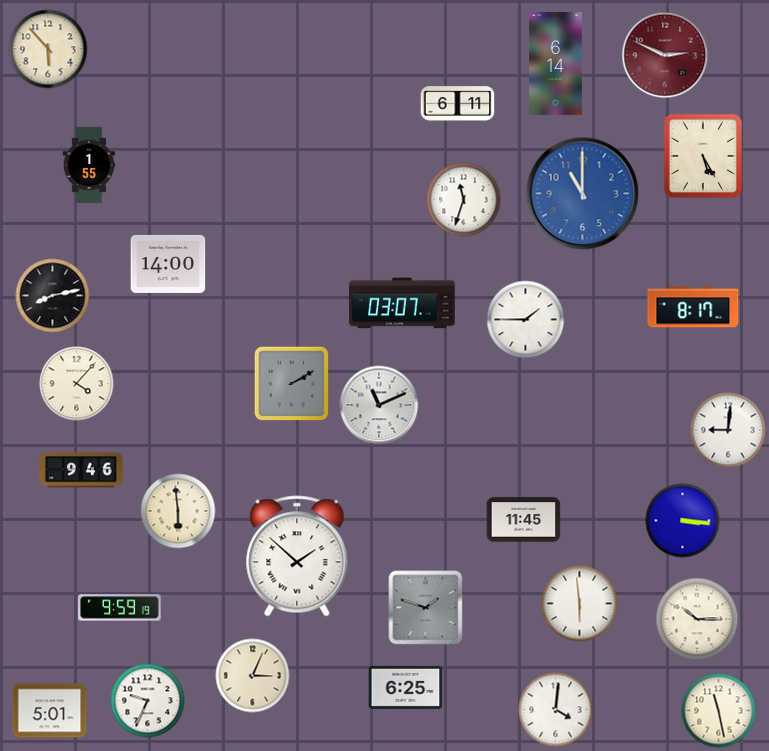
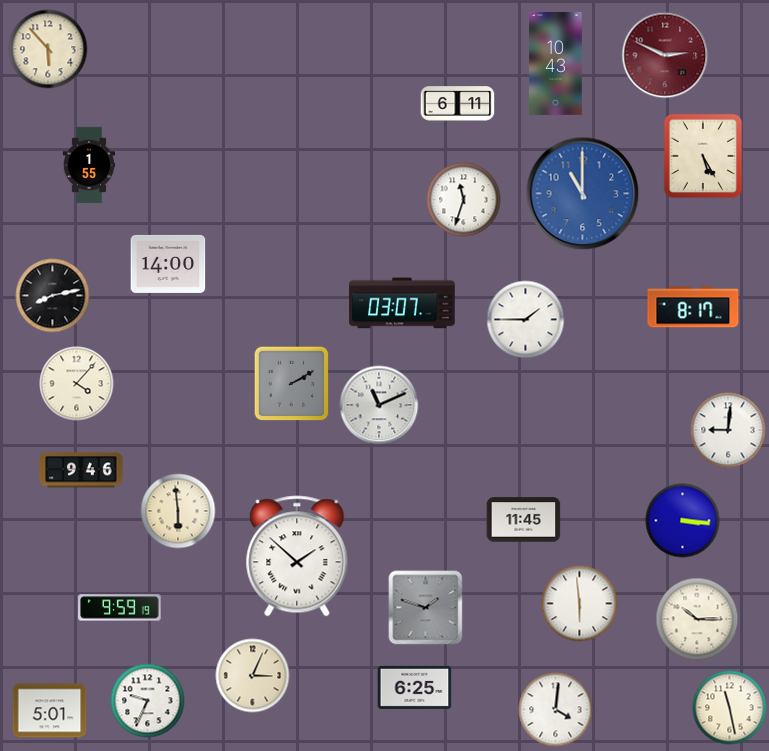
clock at (556, 63): 6:14 -> 10:43
clock at (406, 687) position: (406, 687) -> (415, 687)
clock at (719, 711) position: (719, 711) -> (730, 708)
